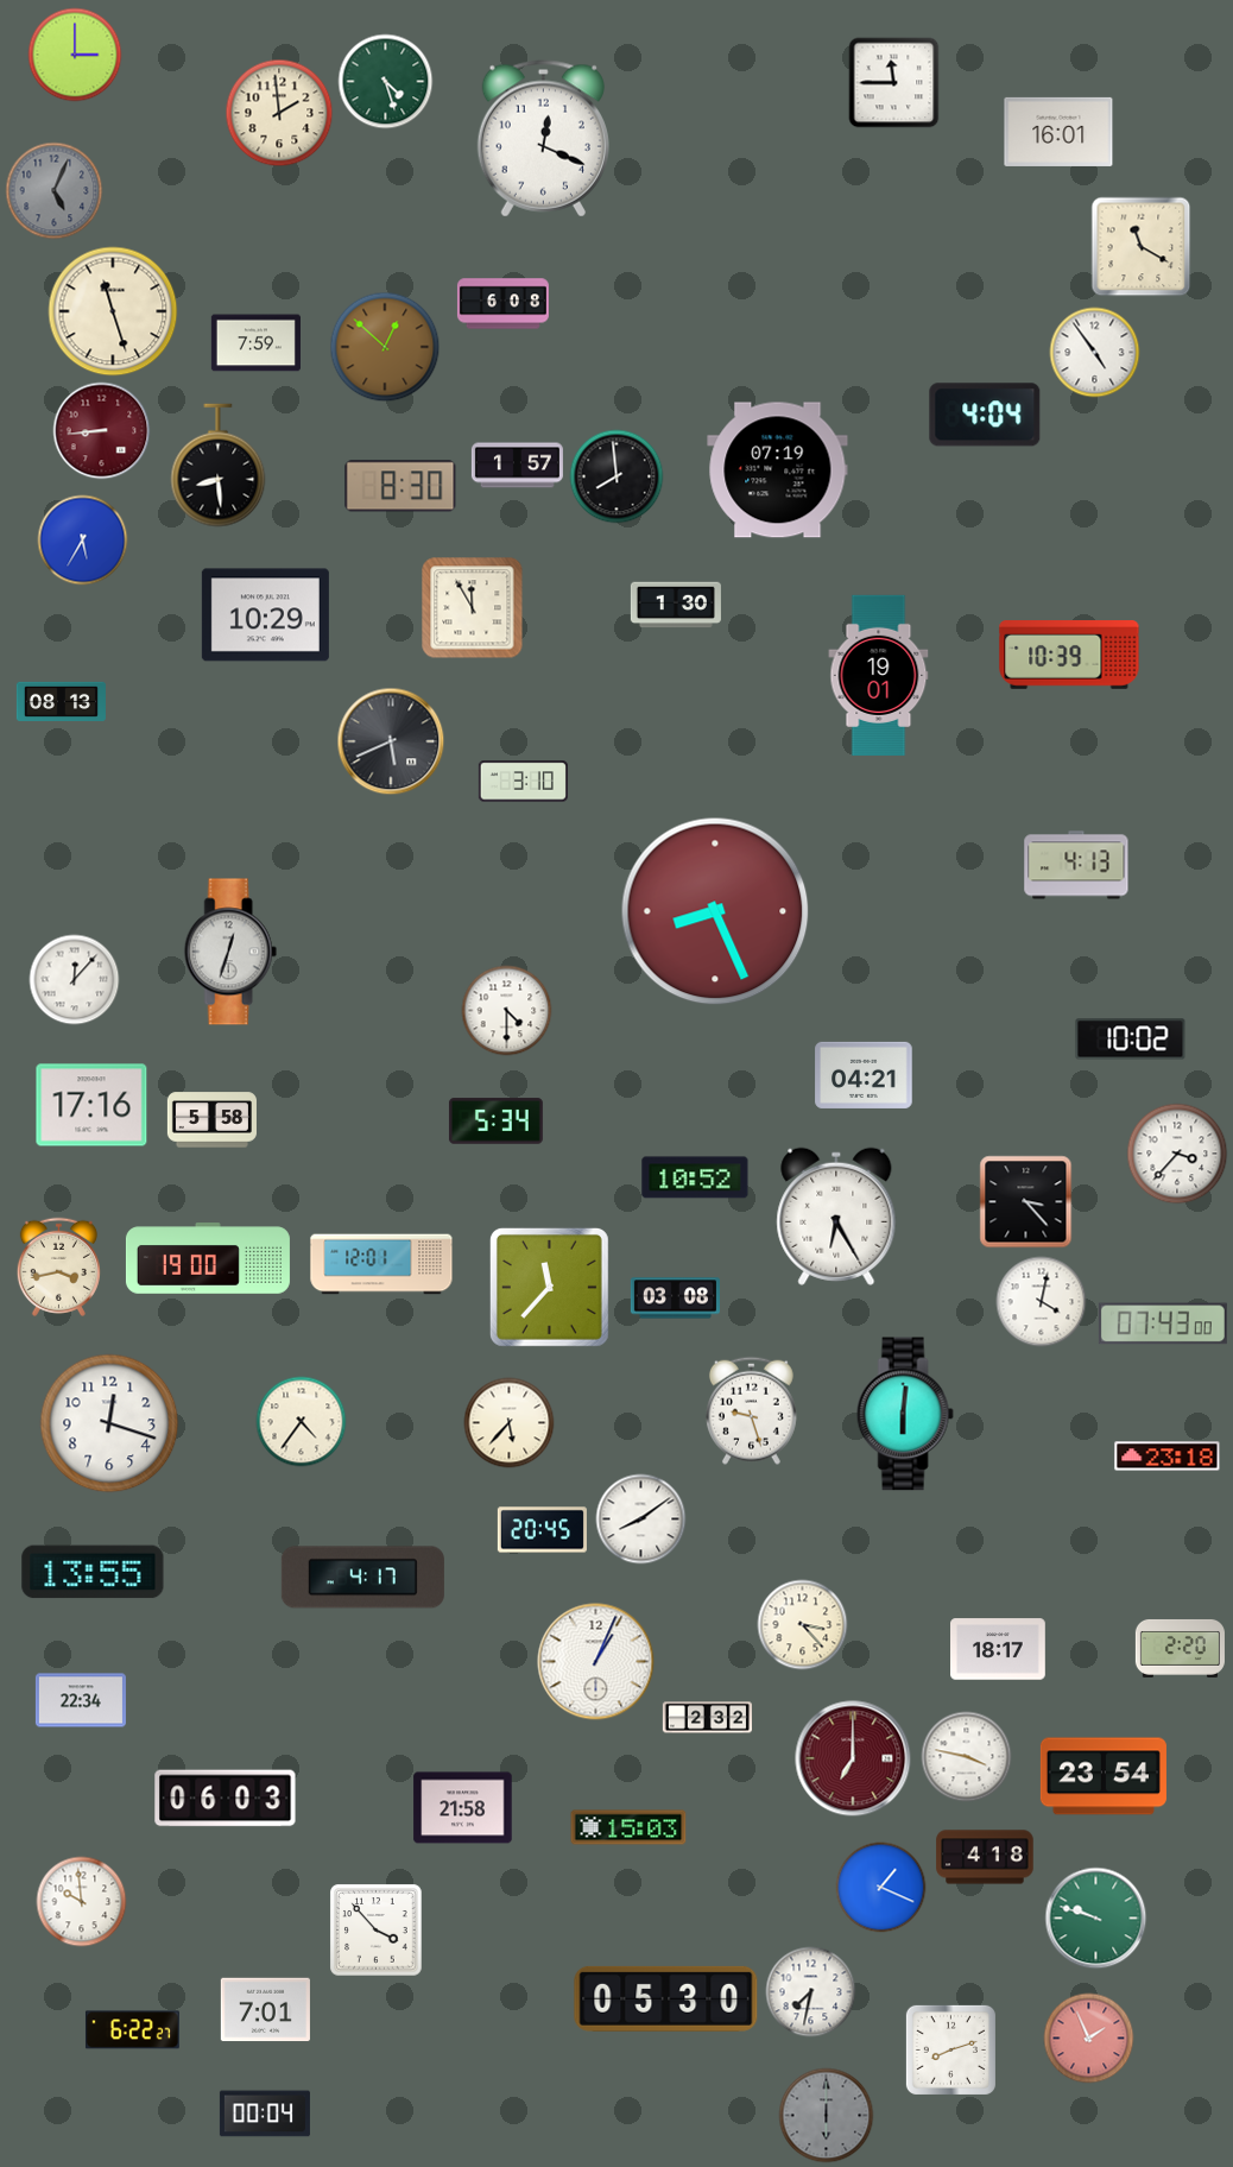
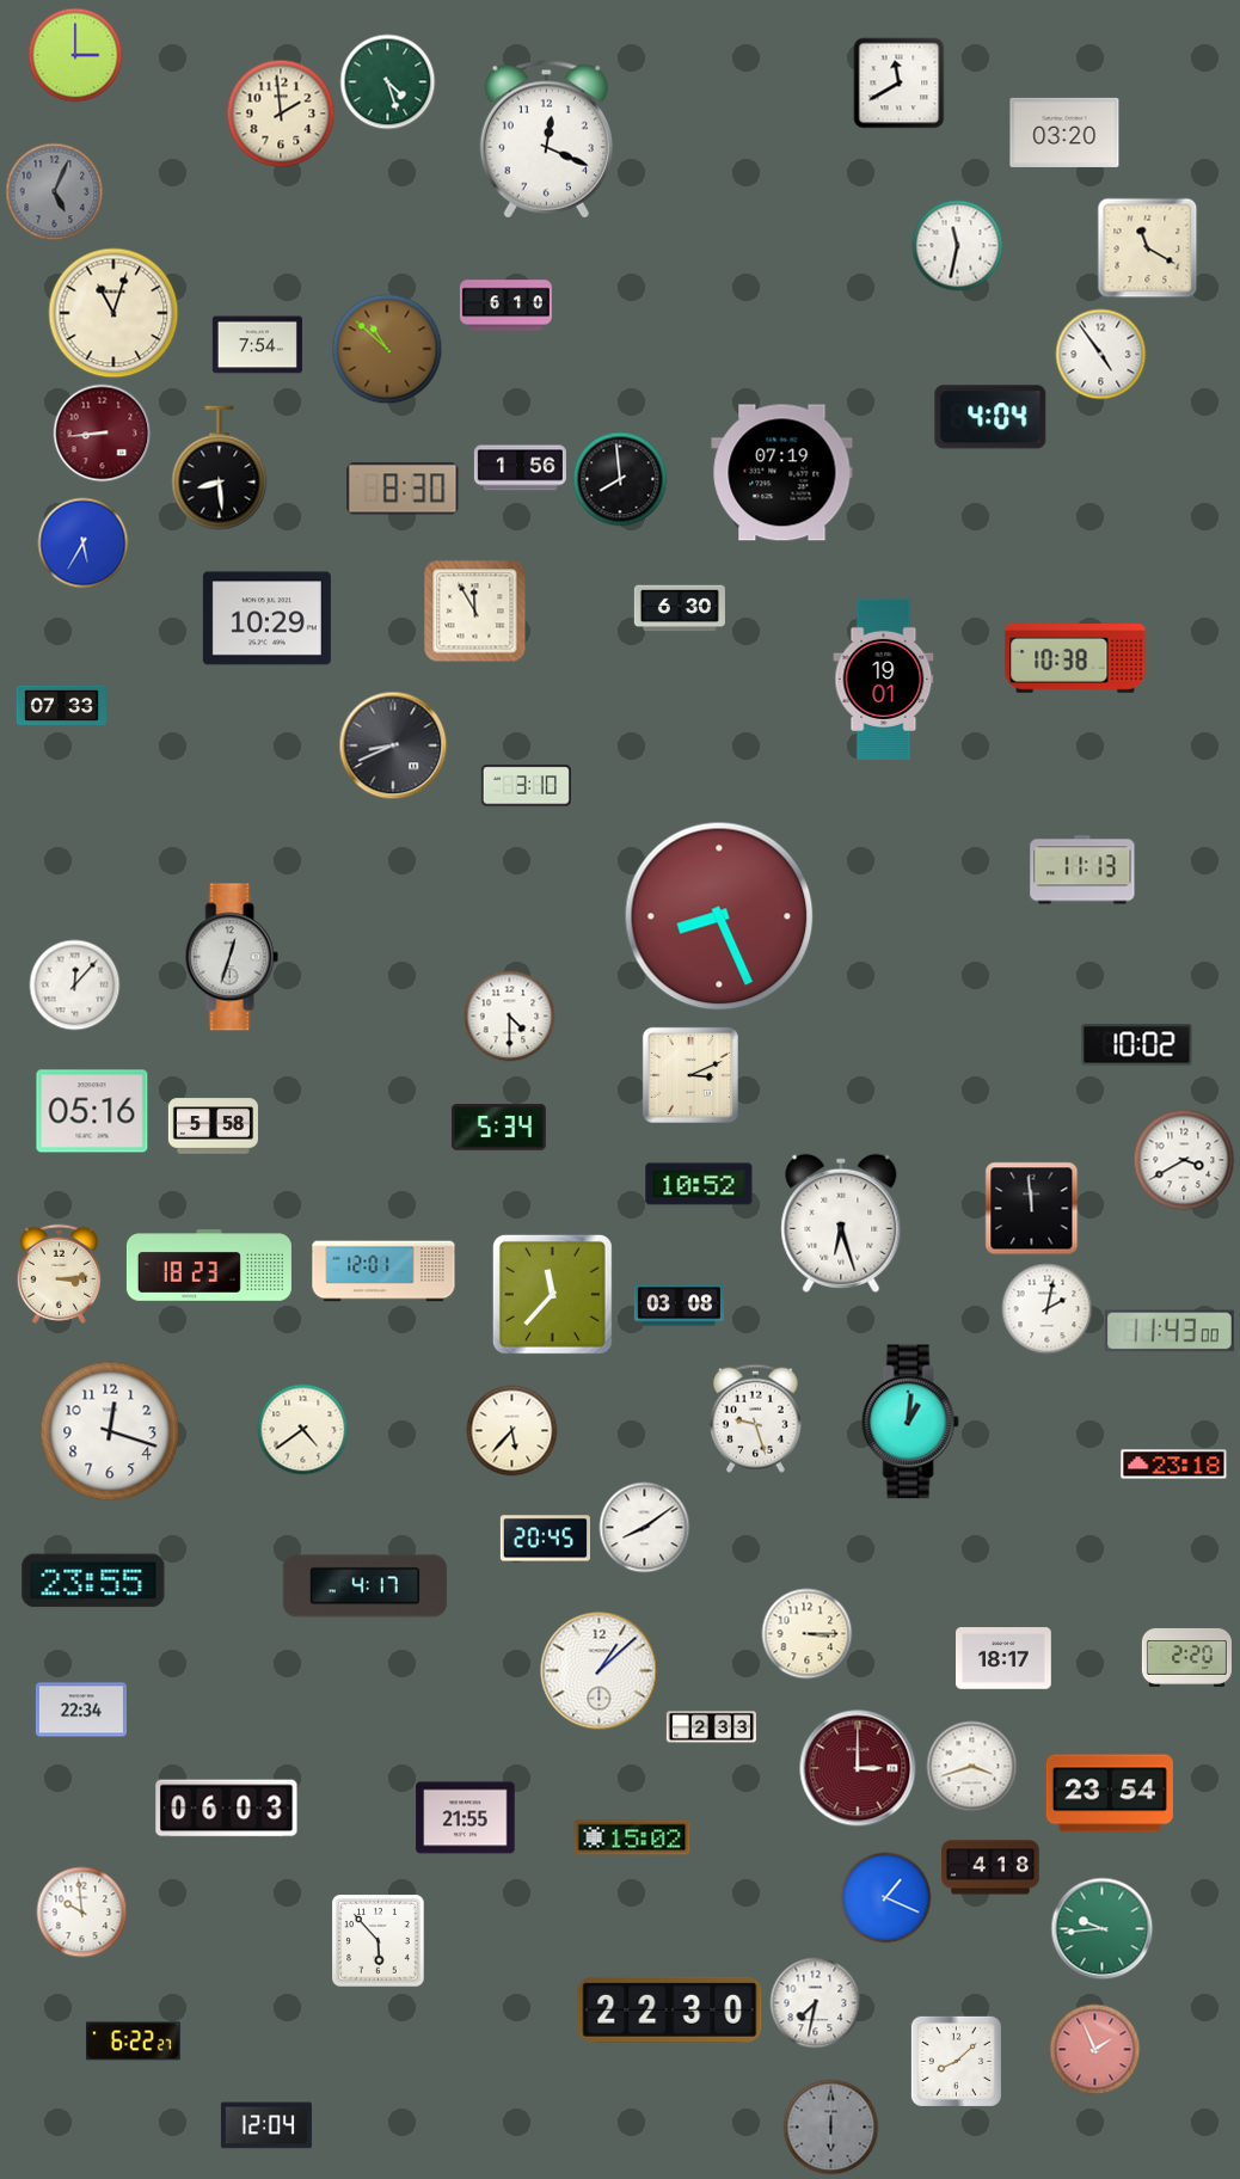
clock at (894, 83): 11:45 -> 11:40
clock at (1058, 132): 16:01 -> 03:20
clock at (958, 246): none -> 11:32
clock at (502, 304): 6:08 -> 6:10
clock at (113, 311): 11:27 -> 11:03
clock at (255, 343): 7:59 -> 7:54
clock at (385, 347): 12:52 -> 10:52
clock at (517, 466): 1:57 -> 1:56
clock at (676, 605): 1:30 -> 6:30
clock at (1069, 656): 10:39 -> 10:38
clock at (61, 701): 08:13 -> 07:33
clock at (391, 741): 5:41 -> 8:41
clock at (1076, 865): 4:13 -> 11:13
clock at (690, 1075): none -> 3:11
clock at (864, 1075): 04:21 -> none
clock at (91, 1105): 17:16 -> 05:16
clock at (1177, 1154): 3:37 -> 3:40
clock at (1026, 1202): 3:23 -> 11:59
clock at (836, 1217): 6:25 -> 6:27
clock at (208, 1258): 19:00 -> 18:23
clock at (58, 1266): 3:43 -> 3:14
clock at (1042, 1302): 4:02 -> 2:02
clock at (1163, 1323): 07:43 -> 11:43
clock at (905, 1414): 6:01 -> 1:01
clock at (302, 1422): 4:36 -> 4:39
clock at (93, 1572): 13:55 -> 23:55
clock at (803, 1625): 3:23 -> 3:15
clock at (596, 1662): 1:04 -> 1:08
clock at (707, 1718): 2:32 -> 2:33
clock at (967, 1757): 3:47 -> 3:42
clock at (853, 1758): 7:00 -> 3:00
clock at (1104, 1776) position: (1104, 1776) -> (1110, 1793)
clock at (463, 1808): 21:58 -> 21:55
clock at (628, 1827): 15:03 -> 15:02
clock at (1096, 1919): 9:48 -> 9:44
clock at (377, 1931): 3:53 -> 5:53
clock at (666, 1998): 05:30 -> 22:30
clock at (265, 2010): 7:01 -> none
clock at (950, 2049): 8:12 -> 8:08
clock at (265, 2114): 00:04 -> 12:04
